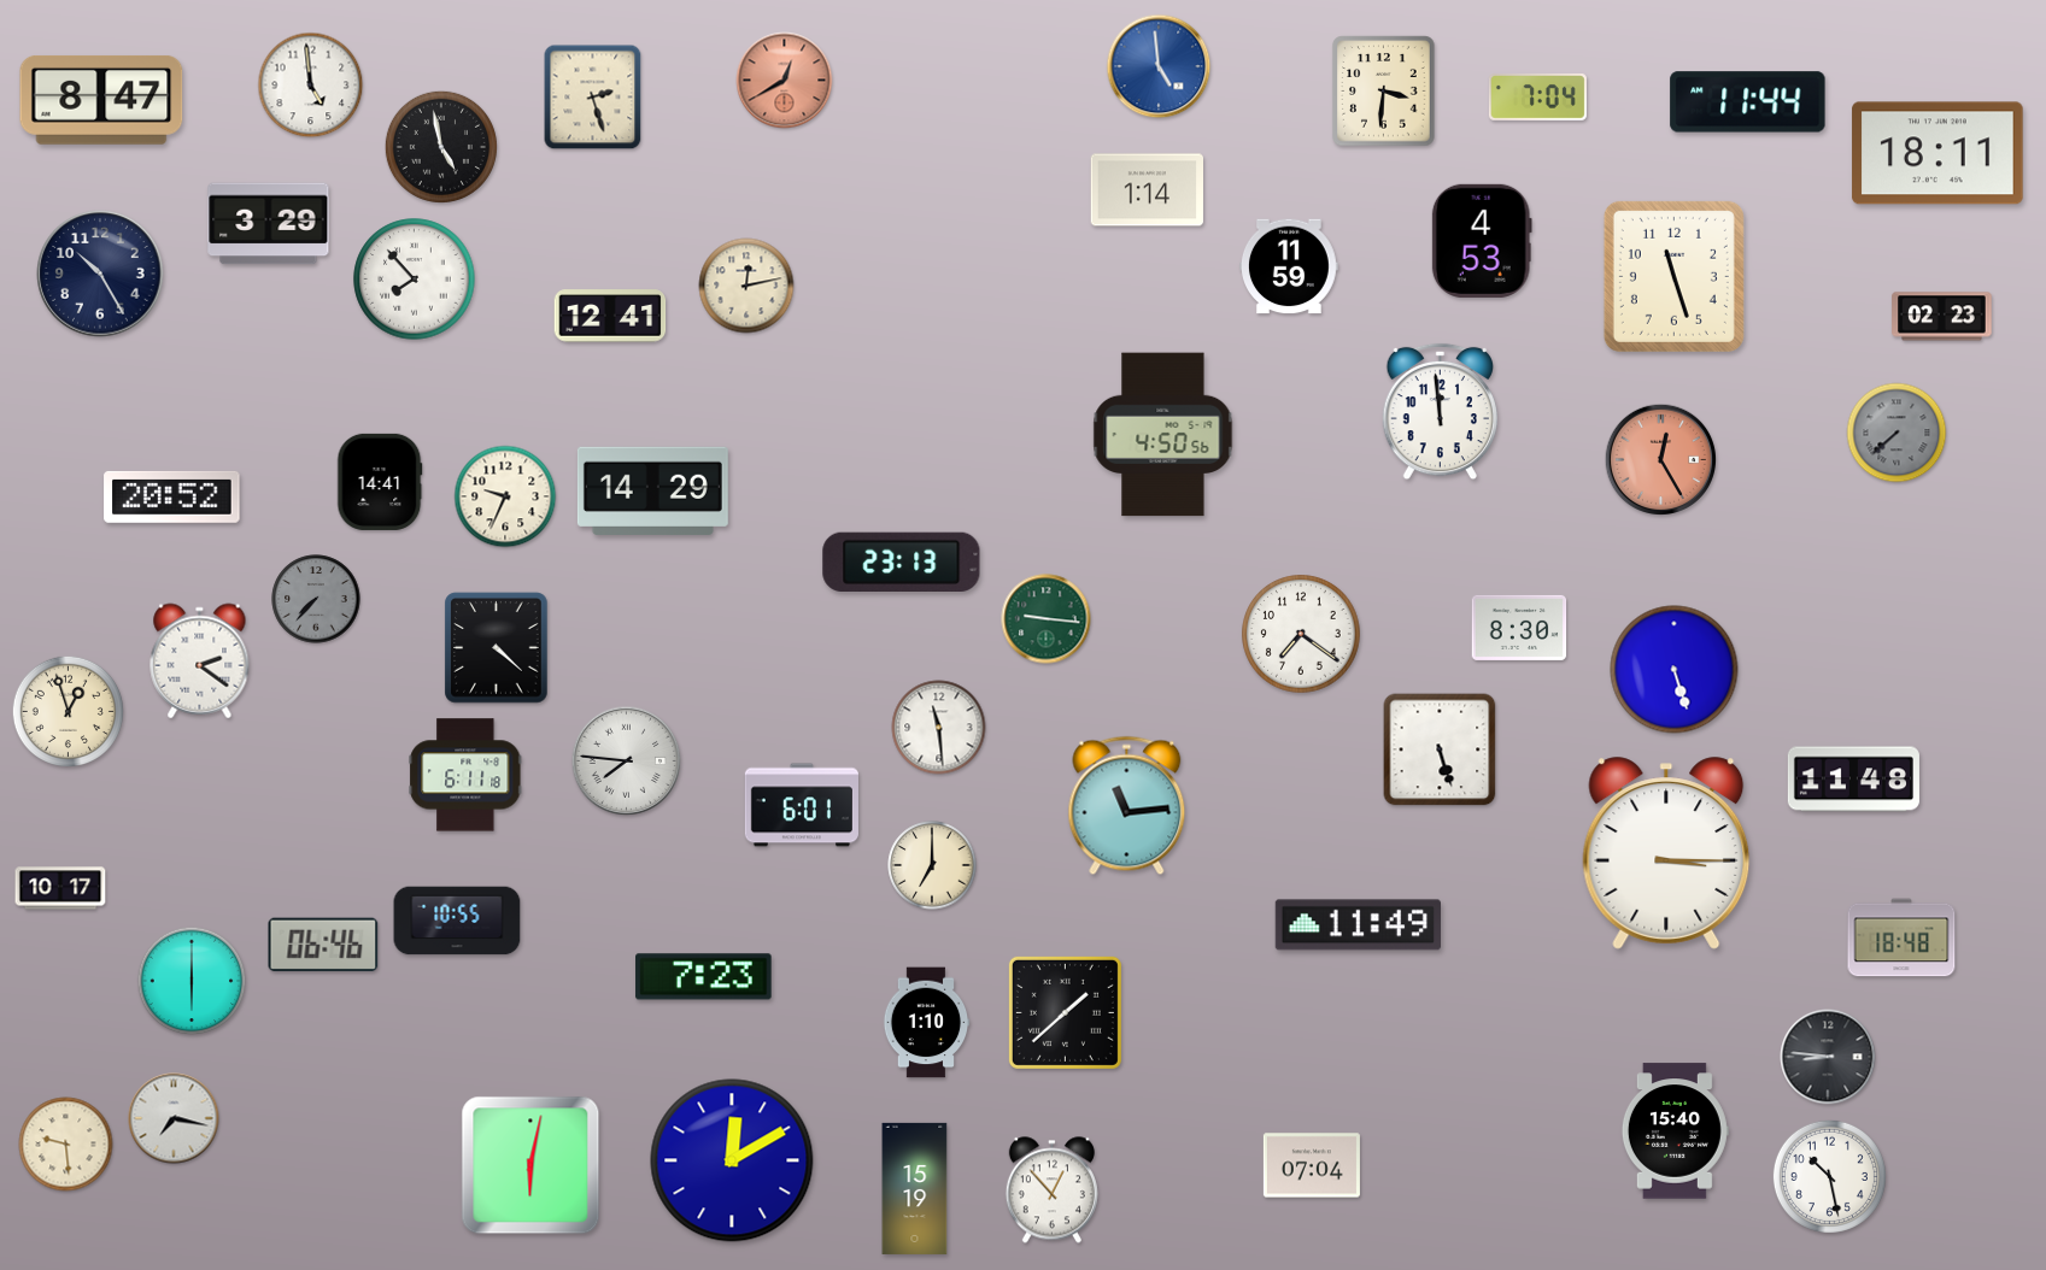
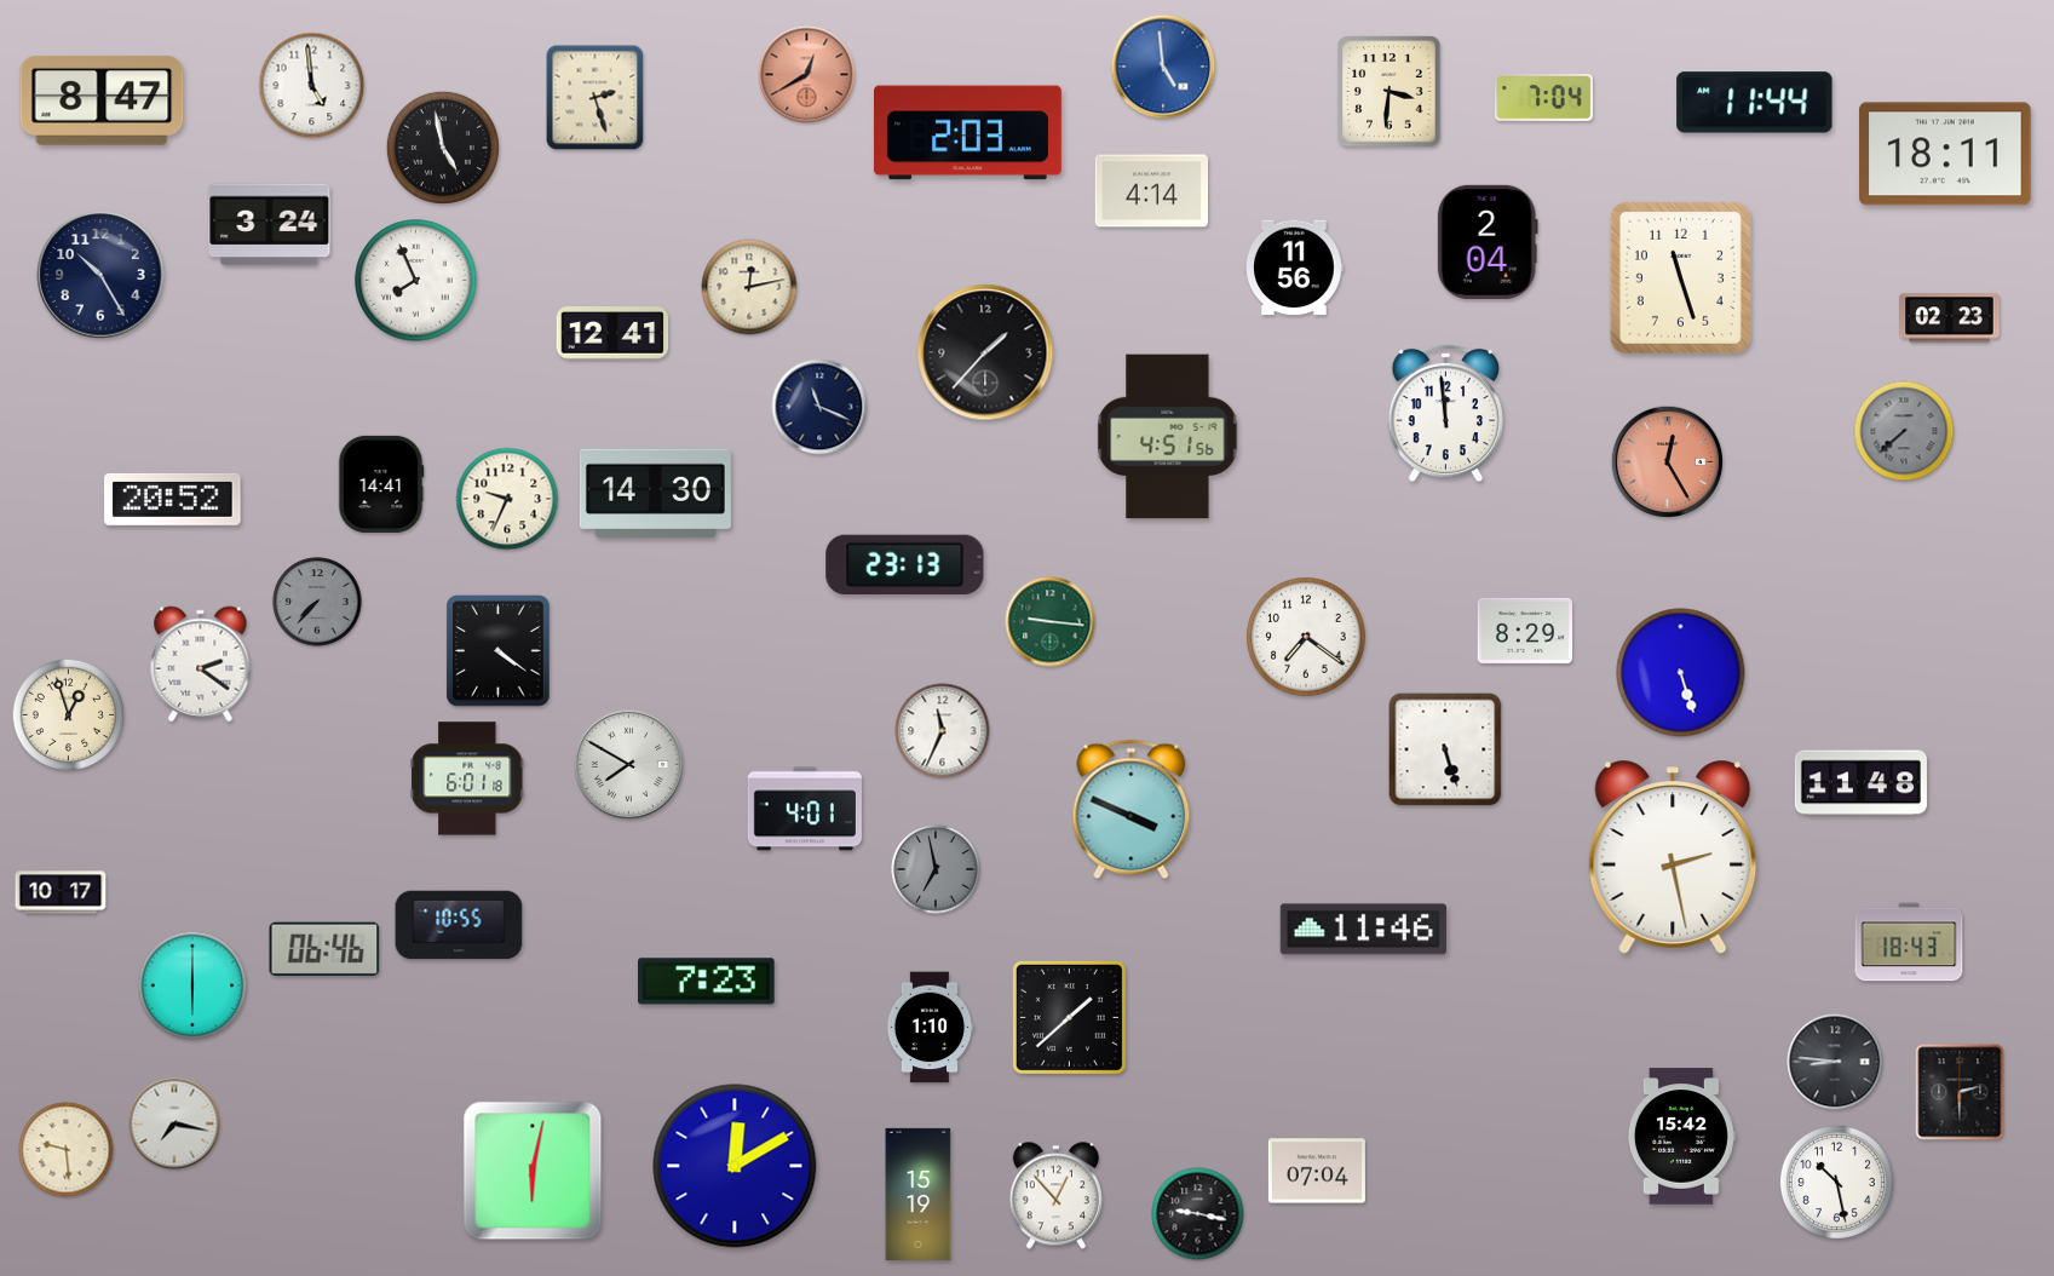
clock at (785, 81) position: (785, 81) -> (807, 75)
clock at (967, 133): none -> 2:03
clock at (1147, 190): 1:14 -> 4:14
clock at (269, 224): 3:29 -> 3:24
clock at (1482, 241): 4:53 -> 2:04
clock at (1290, 266): 11:59 -> 11:56
clock at (415, 280): 7:53 -> 7:56
clock at (610, 316) position: (610, 316) -> (612, 333)
clock at (985, 352): none -> 1:37
clock at (819, 407): none -> 11:19
clock at (1896, 433) position: (1896, 433) -> (1904, 431)
clock at (1163, 435): 4:50 -> 4:51
clock at (652, 490): 14:29 -> 14:30
clock at (1519, 628): 8:30 -> 8:29
clock at (497, 648): 4:22 -> 4:21
clock at (939, 728): 11:29 -> 11:34
clock at (1440, 749) position: (1440, 749) -> (1445, 749)
clock at (627, 762): 7:46 -> 7:50
clock at (465, 775): 6:11 -> 6:01
clock at (802, 805): 6:01 -> 4:01
clock at (1127, 806): 11:14 -> 3:49
clock at (1666, 853): 3:15 -> 2:28
clock at (932, 865): 7:00 -> 6:58
clock at (932, 865) dial: cream -> grey
clock at (1358, 925): 11:49 -> 11:46
clock at (1901, 937): 18:48 -> 18:43
clock at (1960, 1092): none -> 2:30
clock at (1675, 1131): 15:40 -> 15:42
clock at (1198, 1214): none -> 9:17
